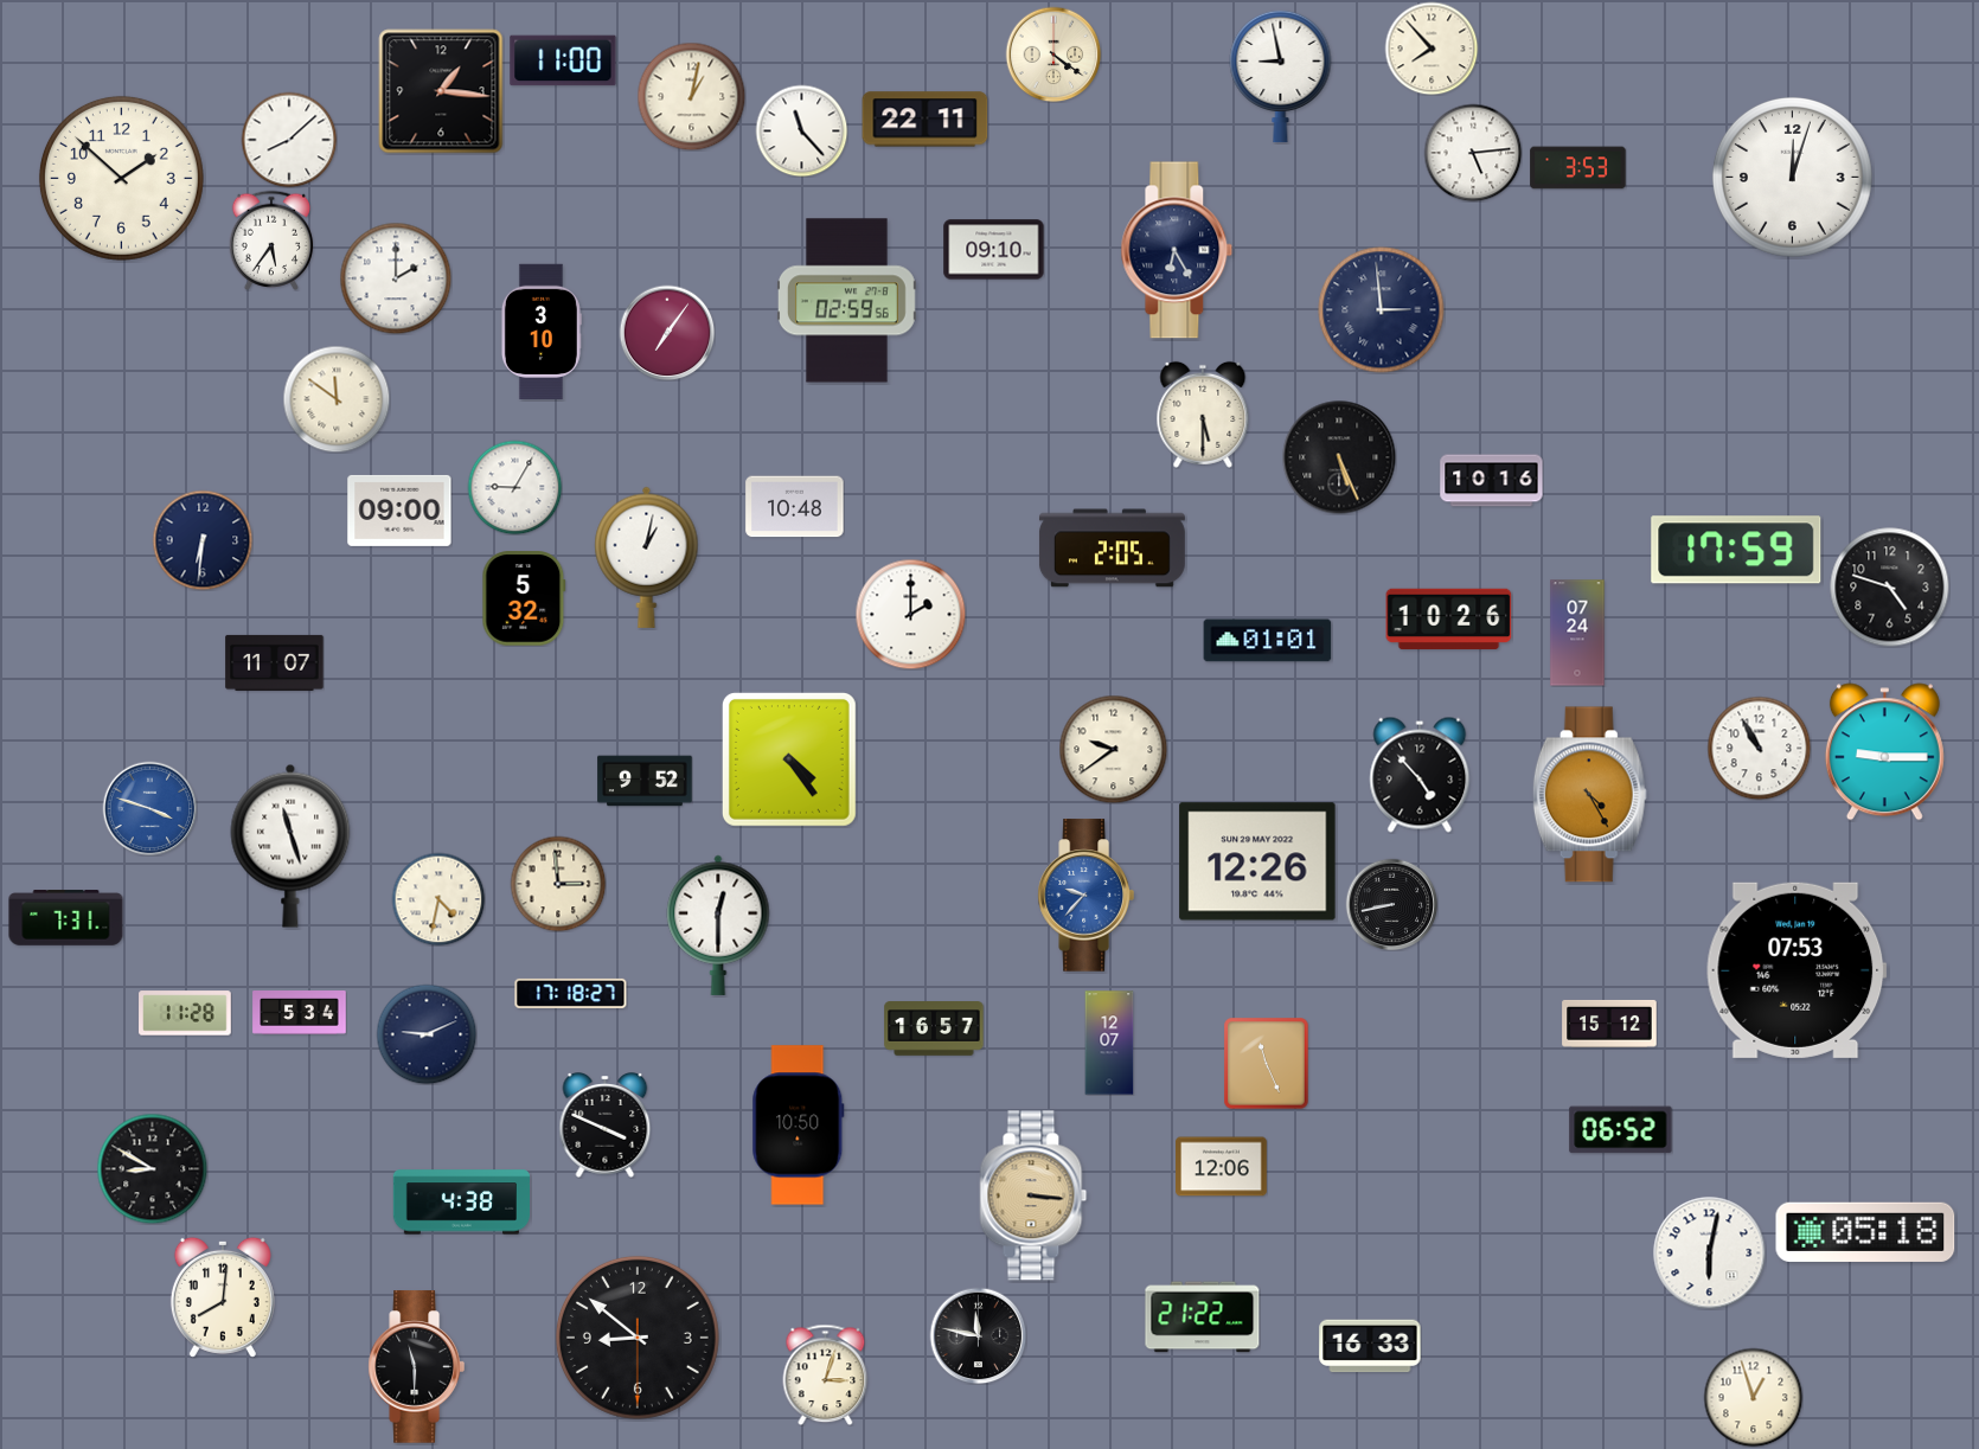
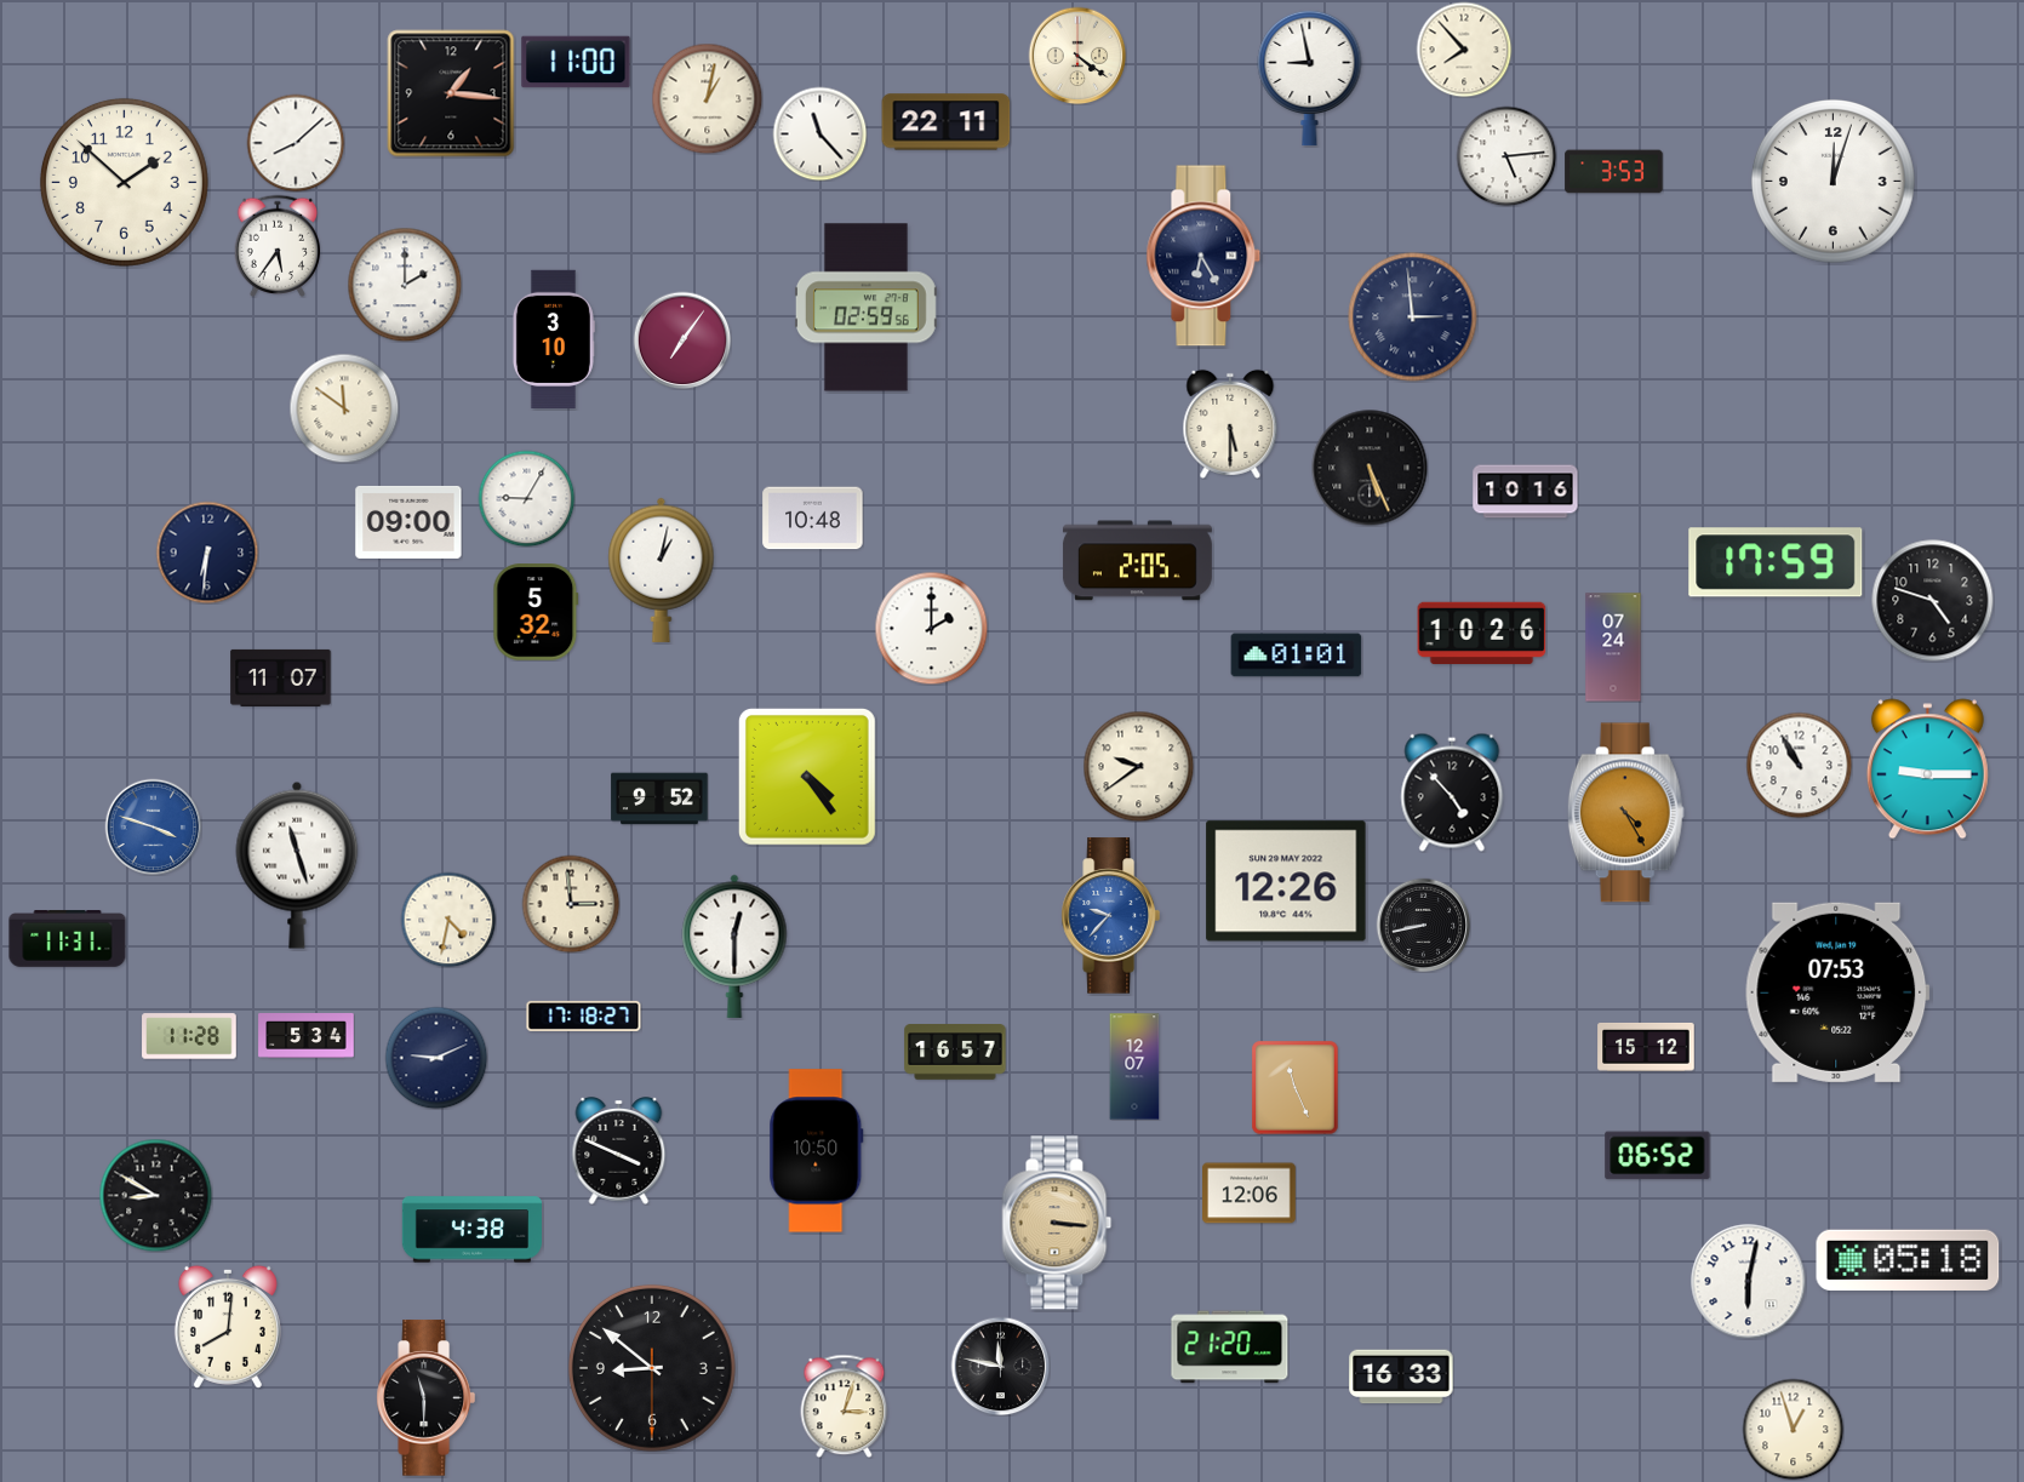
clock at (994, 250): 09:10 -> none
clock at (66, 918): 7:31 -> 11:31
clock at (1203, 1317): 21:22 -> 21:20
